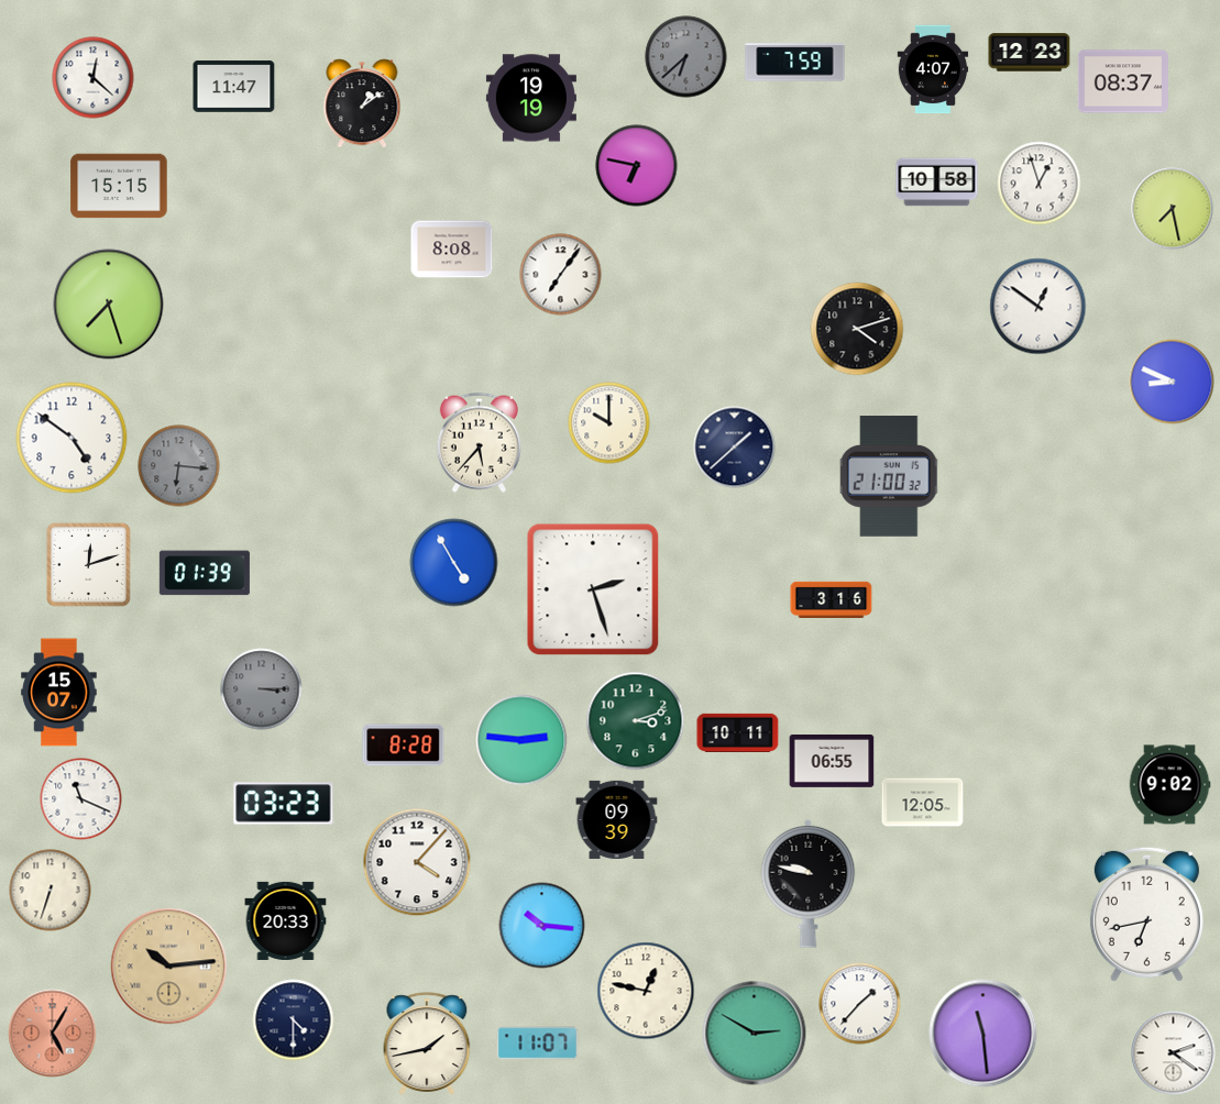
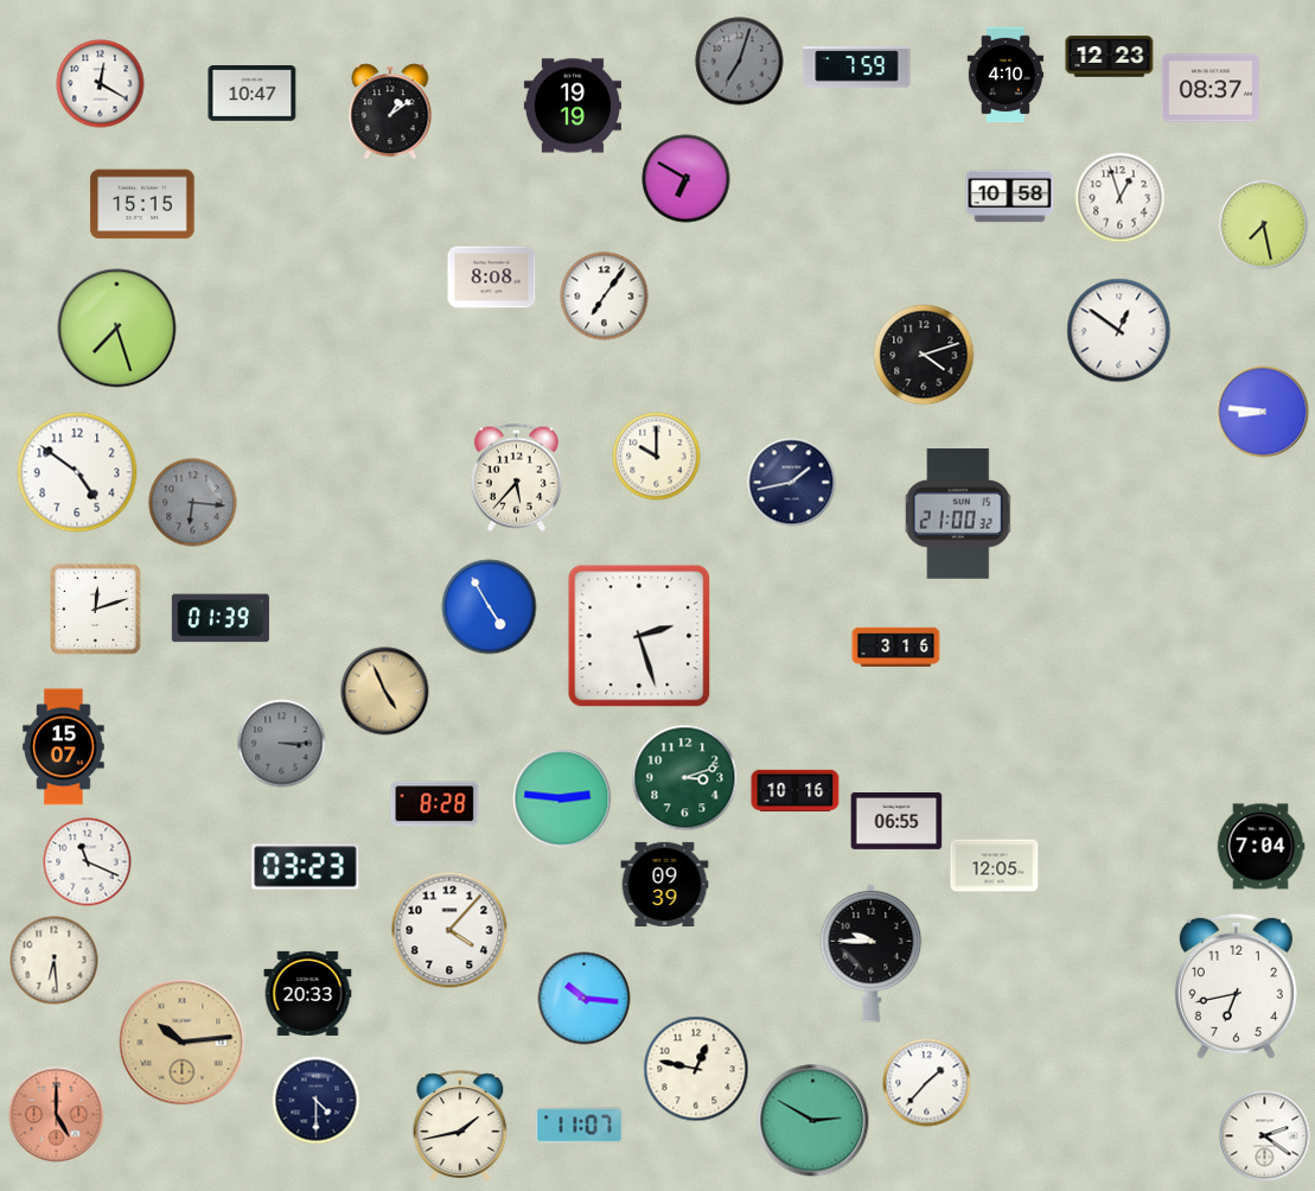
clock at (686, 57): 6:38 -> 7:03
clock at (933, 69): 4:07 -> 4:10
clock at (94, 78): 12:22 -> 12:20
clock at (234, 87): 11:47 -> 10:47
clock at (637, 166): 6:47 -> 6:50
clock at (119, 186) position: (119, 186) -> (142, 204)
clock at (452, 250) position: (452, 250) -> (492, 278)
clock at (1172, 382): 8:49 -> 8:46
clock at (735, 448): 1:38 -> 1:43
clock at (385, 692): none -> 4:56
clock at (738, 732): 10:11 -> 10:16
clock at (1169, 785): 9:02 -> 7:04
clock at (809, 883): 9:47 -> 9:45
clock at (51, 891): 6:33 -> 6:29
clock at (53, 1034): 5:05 -> 5:00
clock at (755, 1034) position: (755, 1034) -> (813, 1121)
clock at (983, 1034): 11:29 -> none
